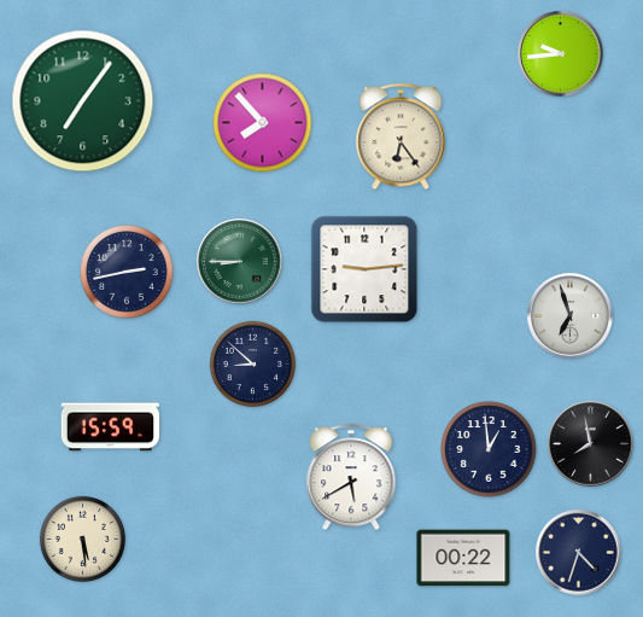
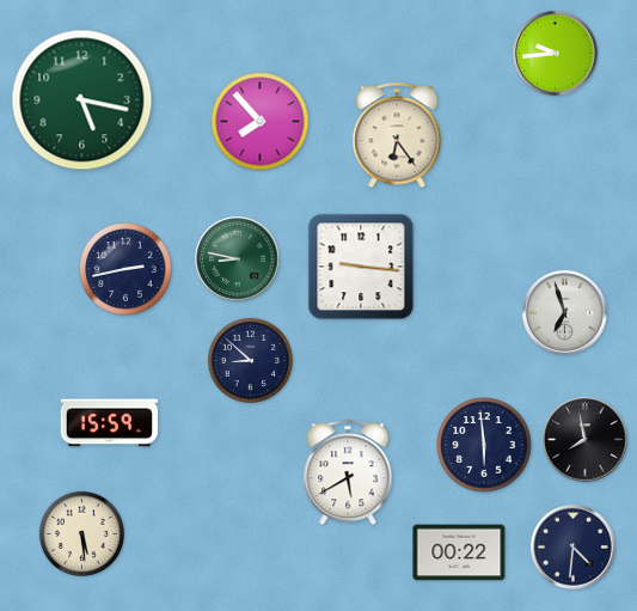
clock at (83, 101): 7:06 -> 5:17
clock at (240, 262): 8:45 -> 8:47
clock at (364, 269): 9:14 -> 9:16
clock at (489, 449): 12:59 -> 5:59
clock at (579, 553): 4:33 -> 4:31
